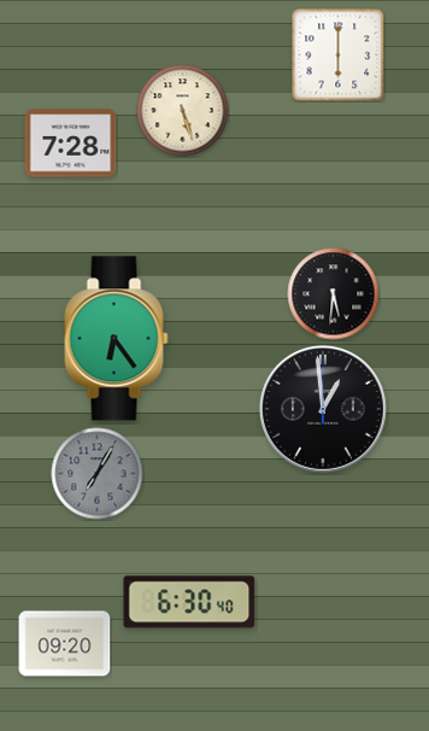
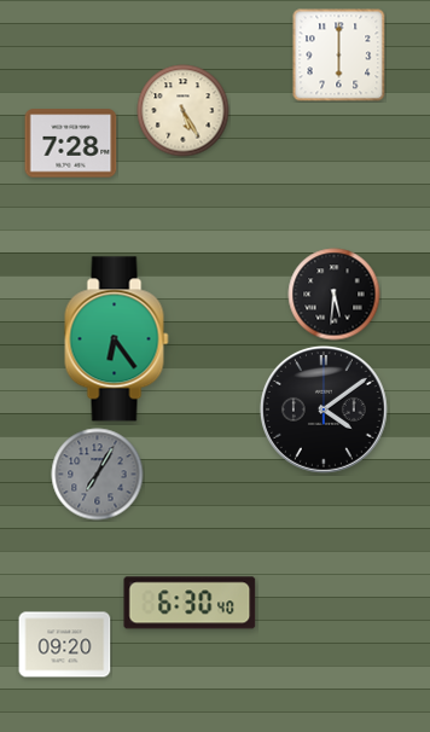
clock at (183, 111): 5:27 -> 5:25
clock at (323, 409): 12:59 -> 4:09
